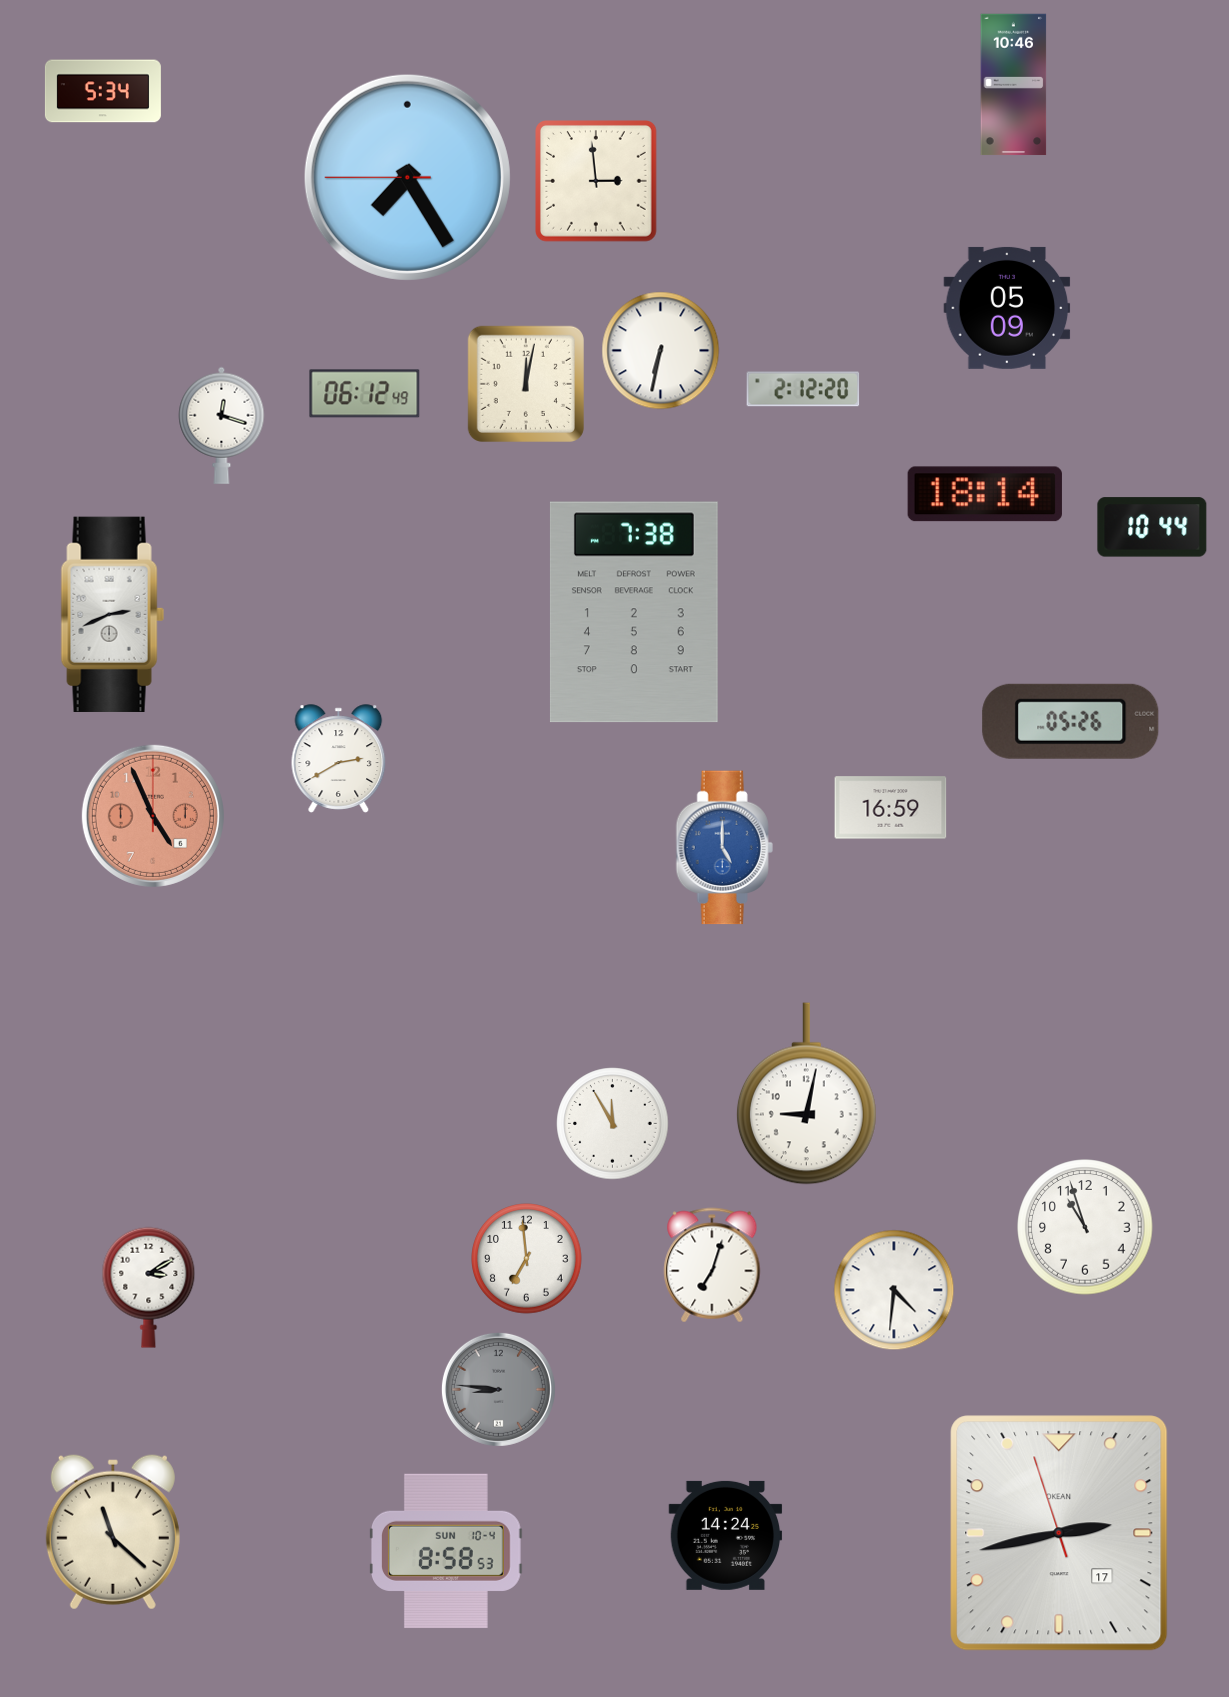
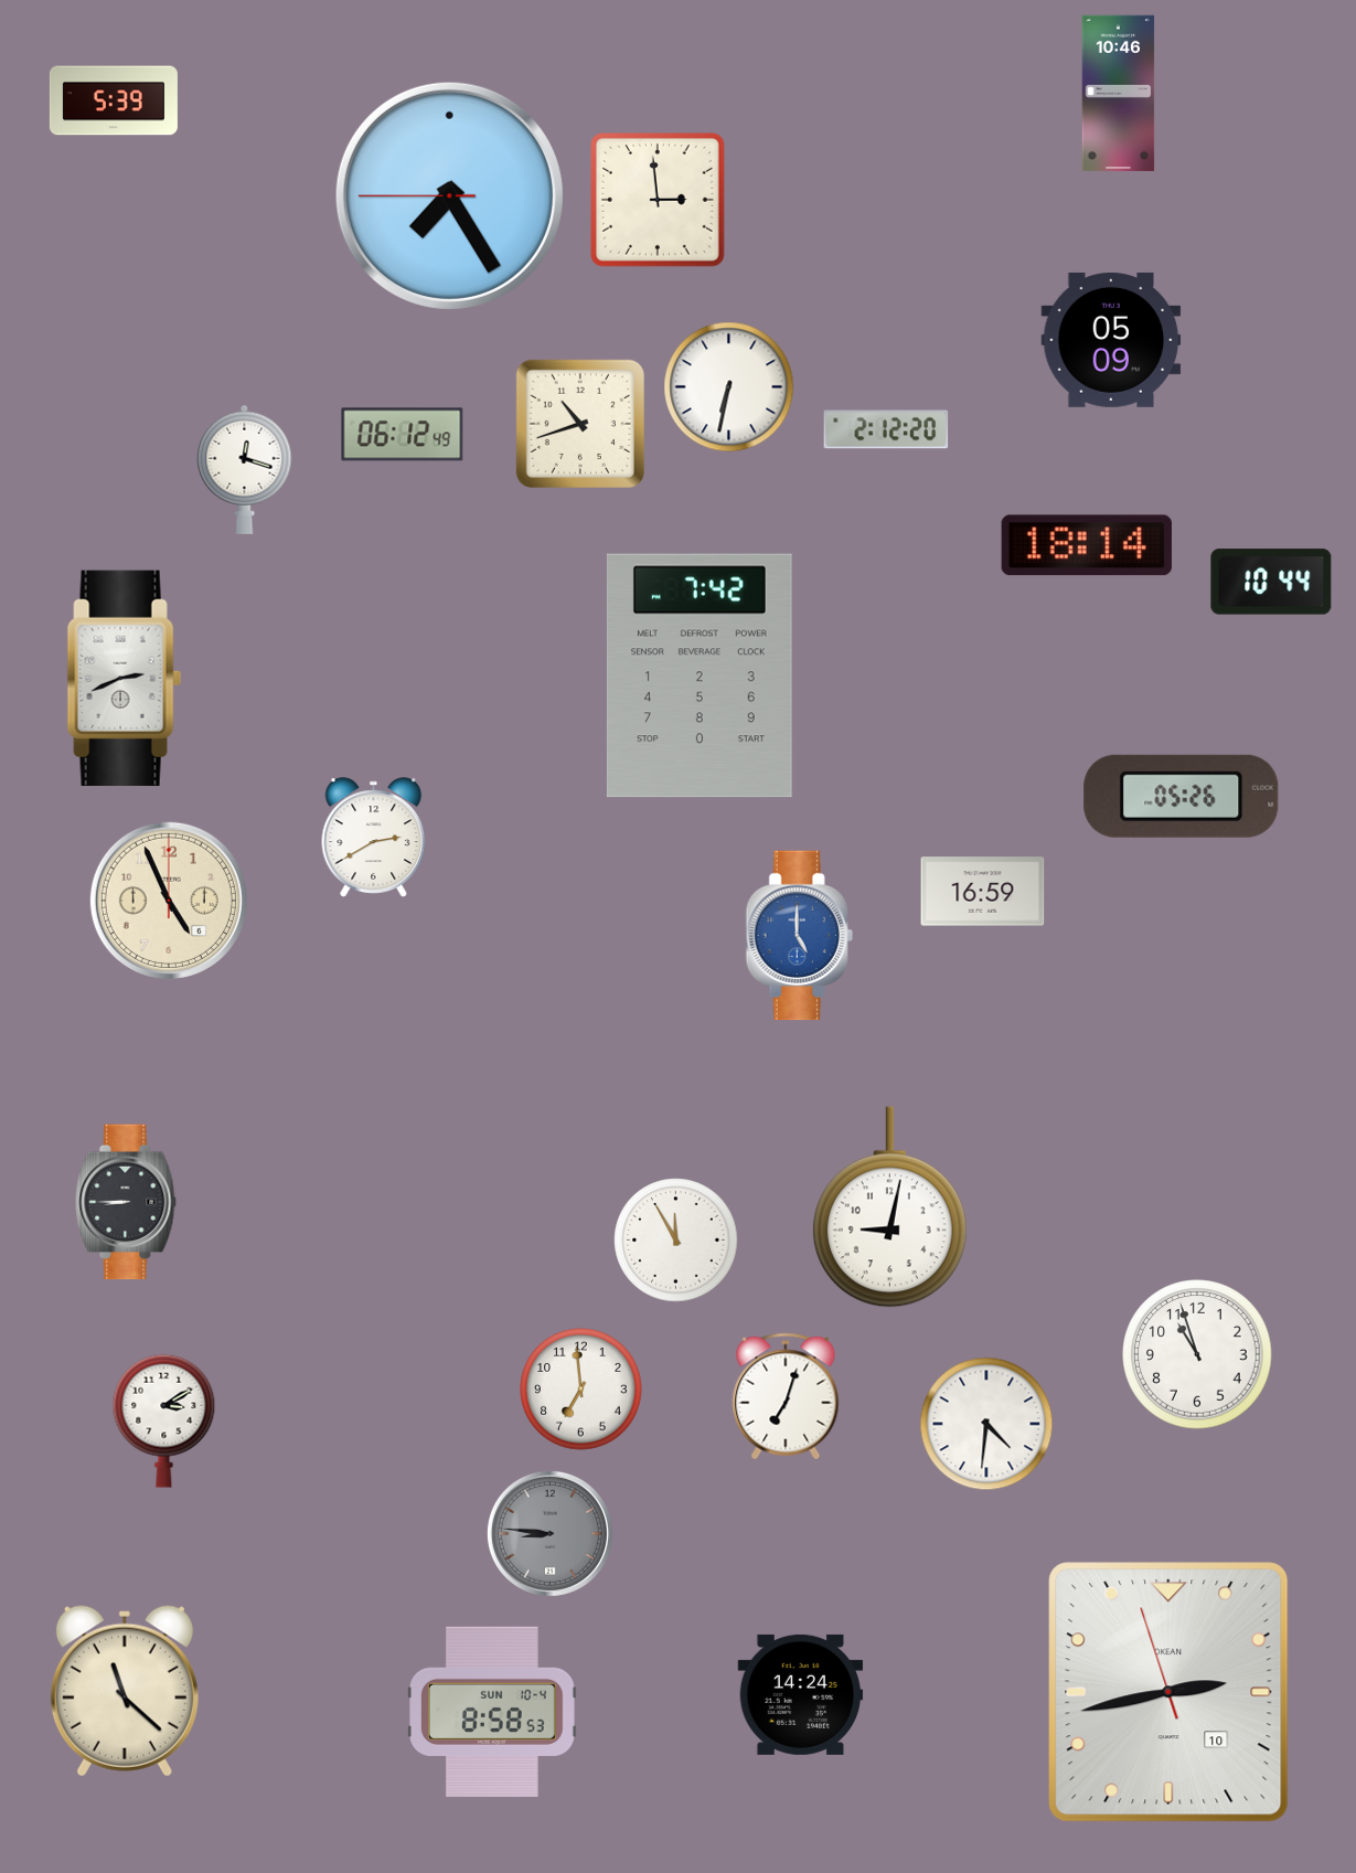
clock at (103, 91): 5:34 -> 5:39
clock at (526, 384): 12:02 -> 10:42
clock at (634, 612): 7:38 -> 7:42
clock at (153, 816) dial: salmon -> cream
clock at (126, 1202): none -> 8:45
clock at (1059, 1533) date: 17 -> 10
